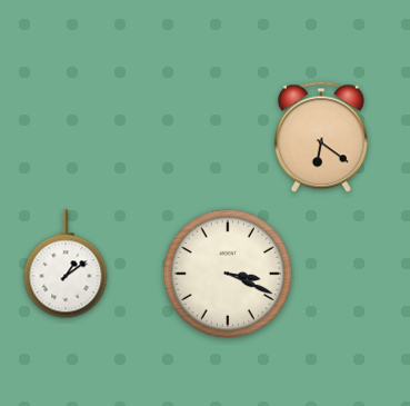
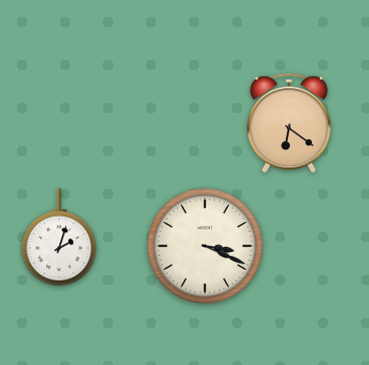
clock at (66, 264): 1:09 -> 2:03
